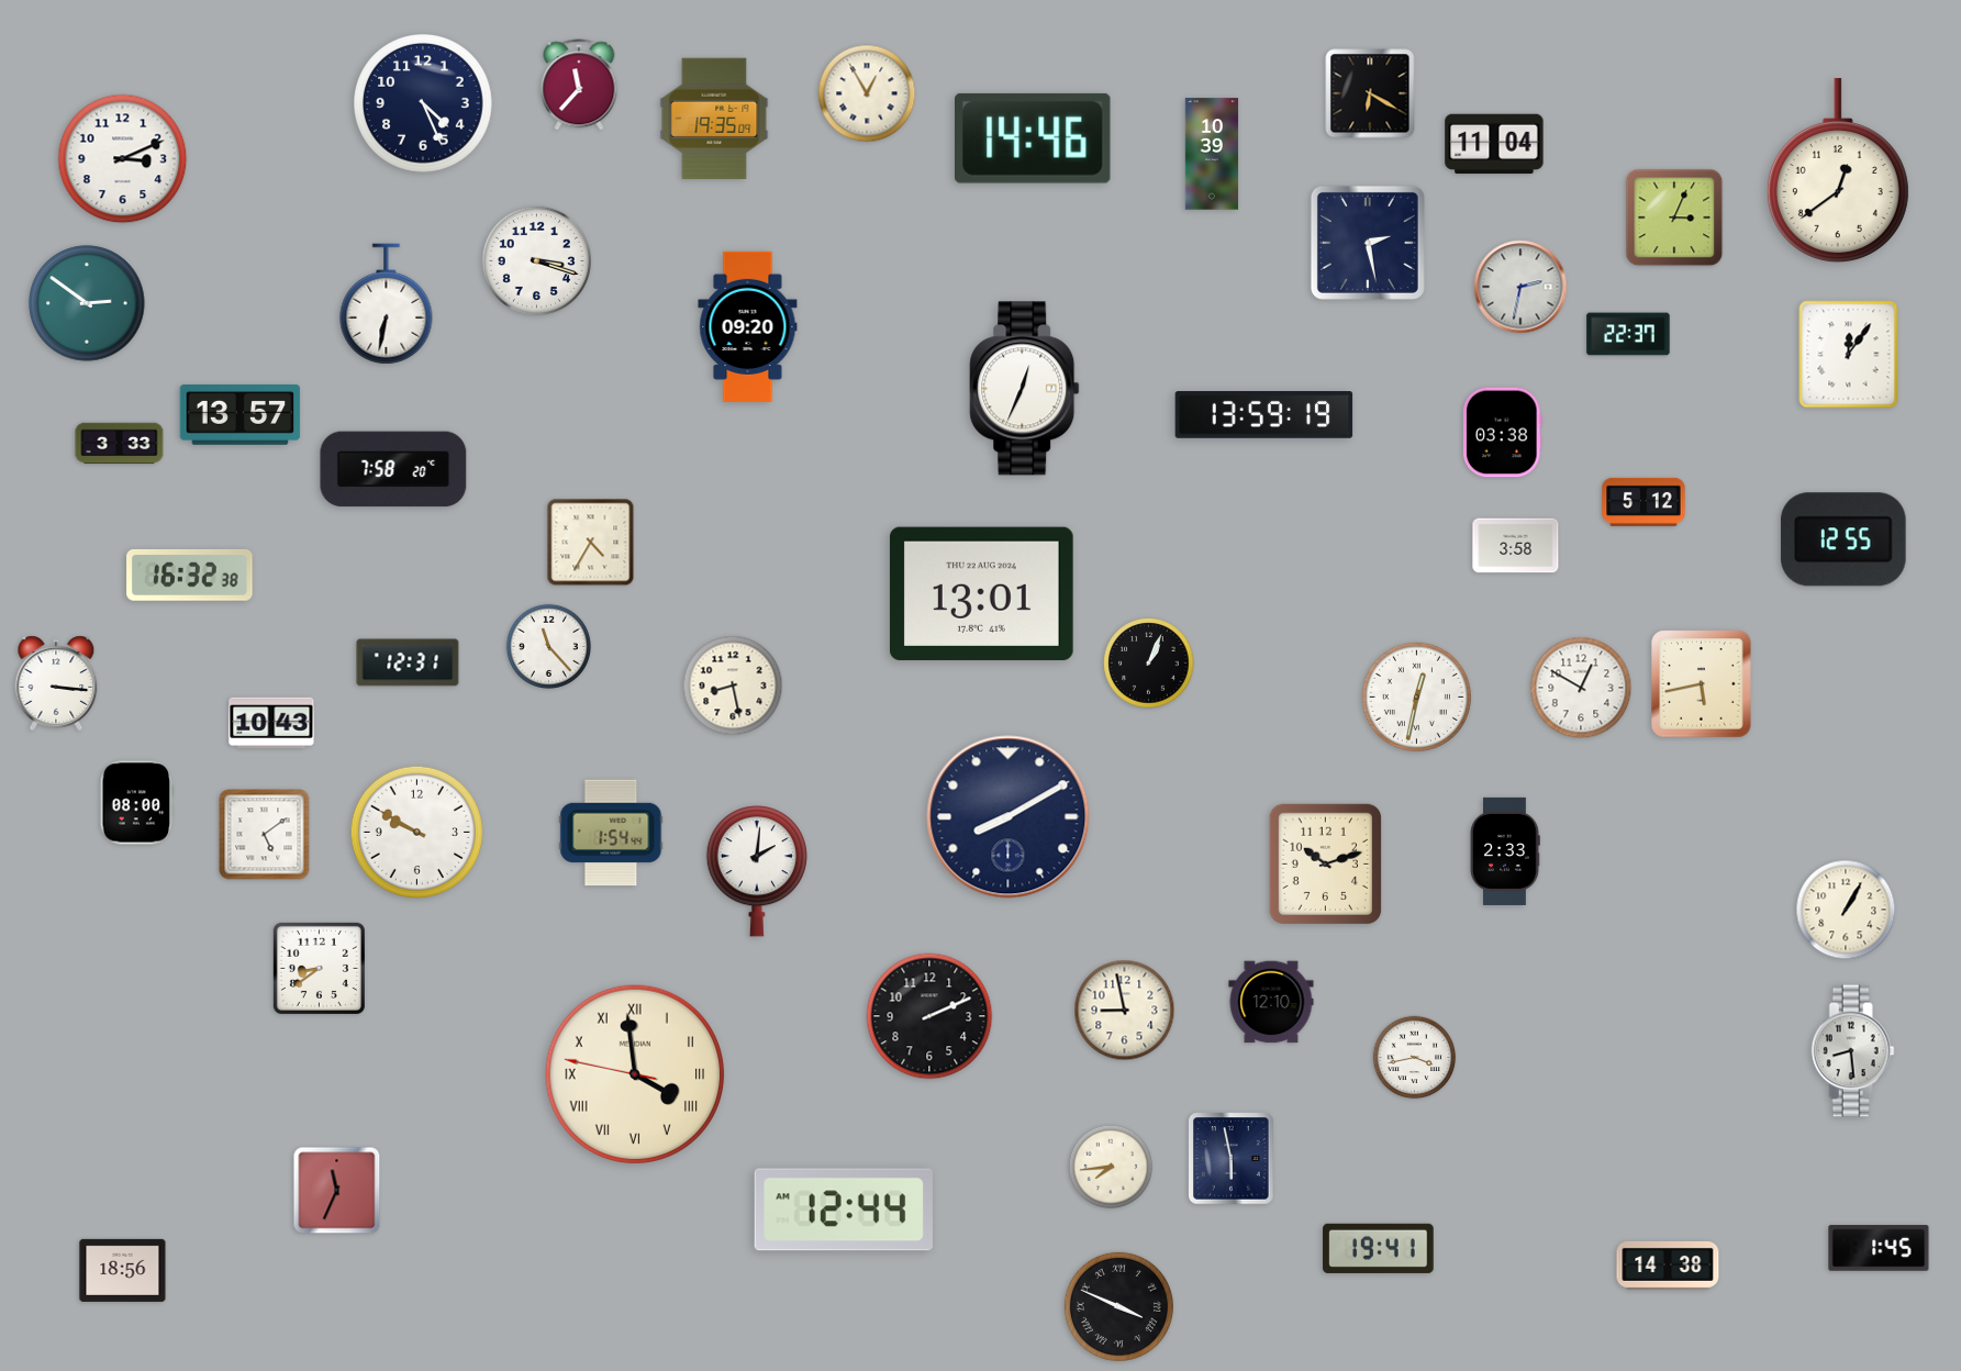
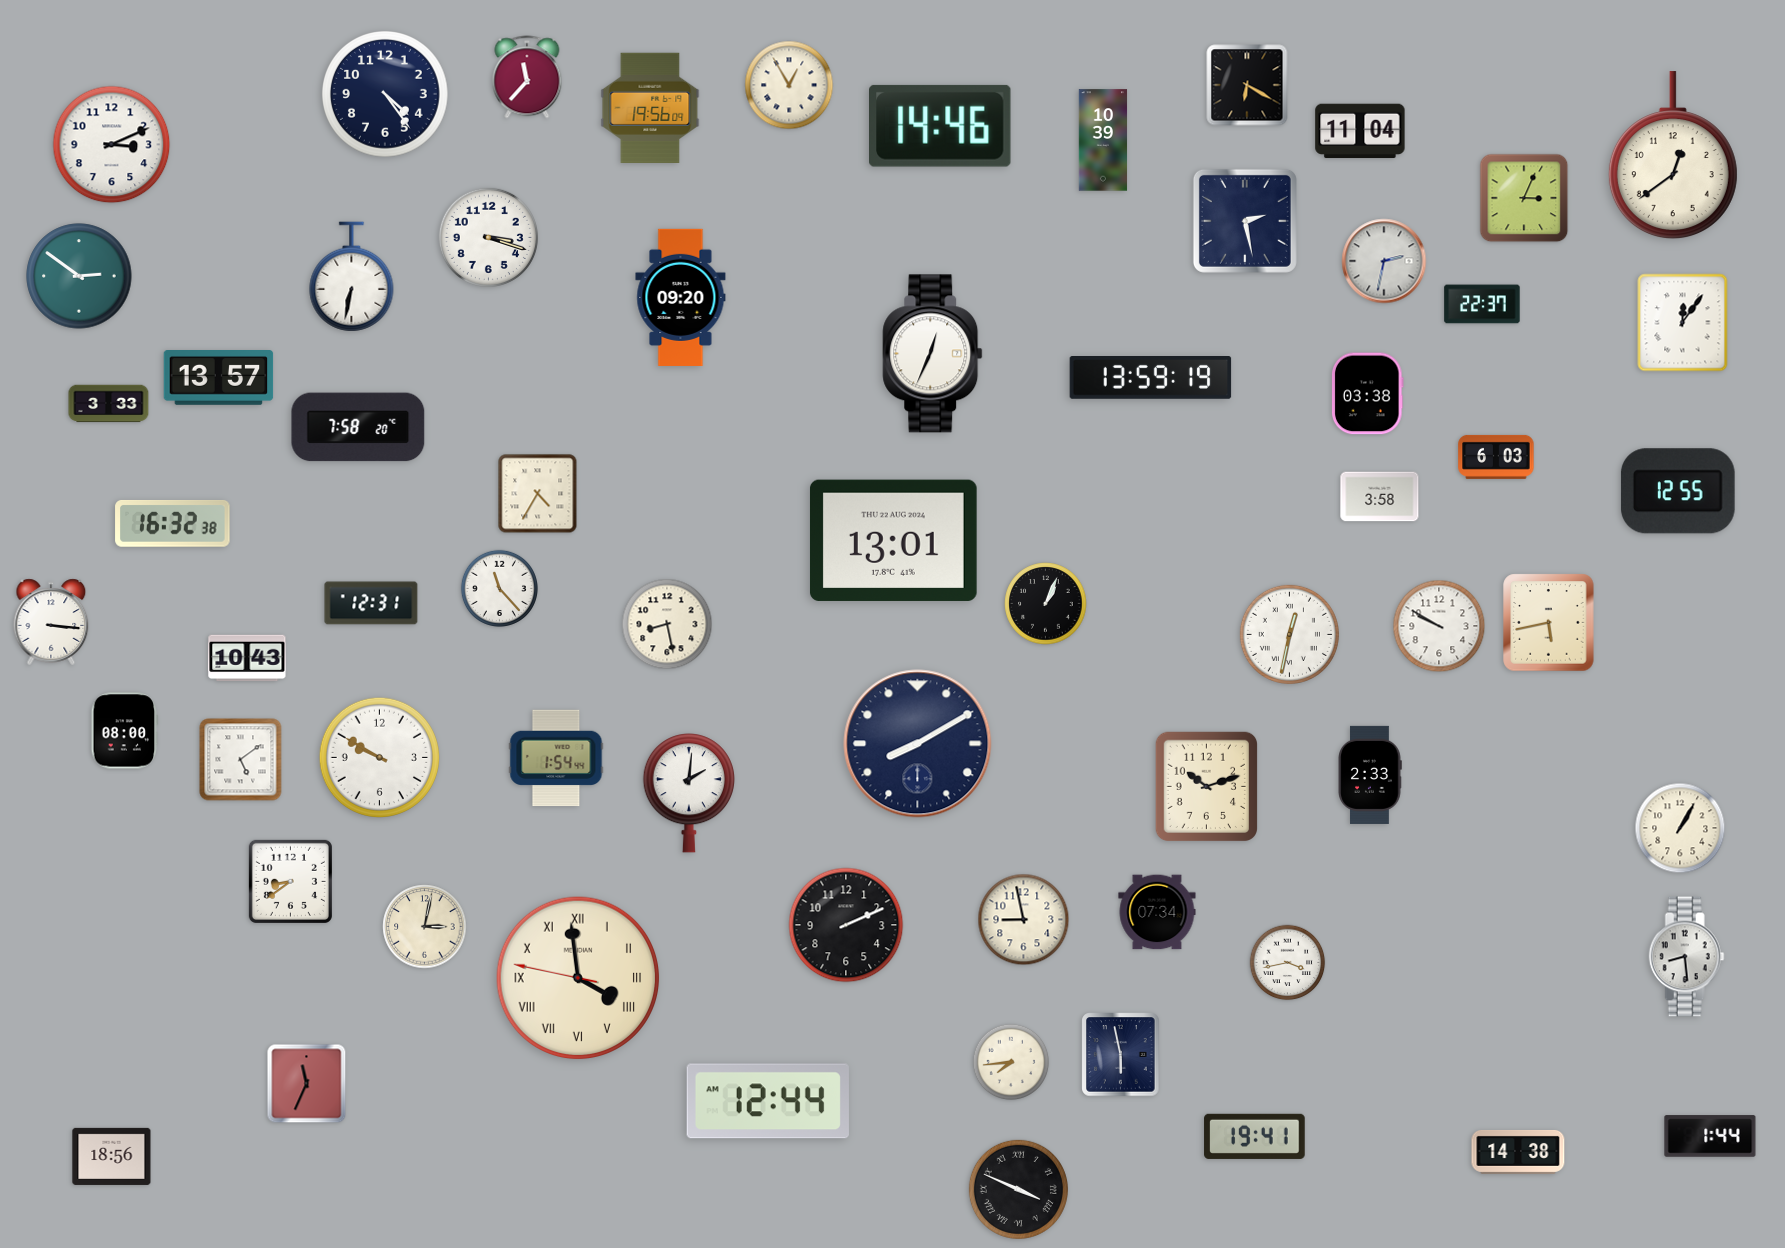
clock at (423, 103): 4:26 -> 4:24
clock at (714, 118): 19:35 -> 19:56
clock at (1644, 502): 5:12 -> 6:03
clock at (1581, 688): 12:50 -> 9:50
clock at (1271, 1002): 12:10 -> 07:34
clock at (425, 927): none -> 3:02
clock at (1879, 1248): 1:45 -> 1:44
